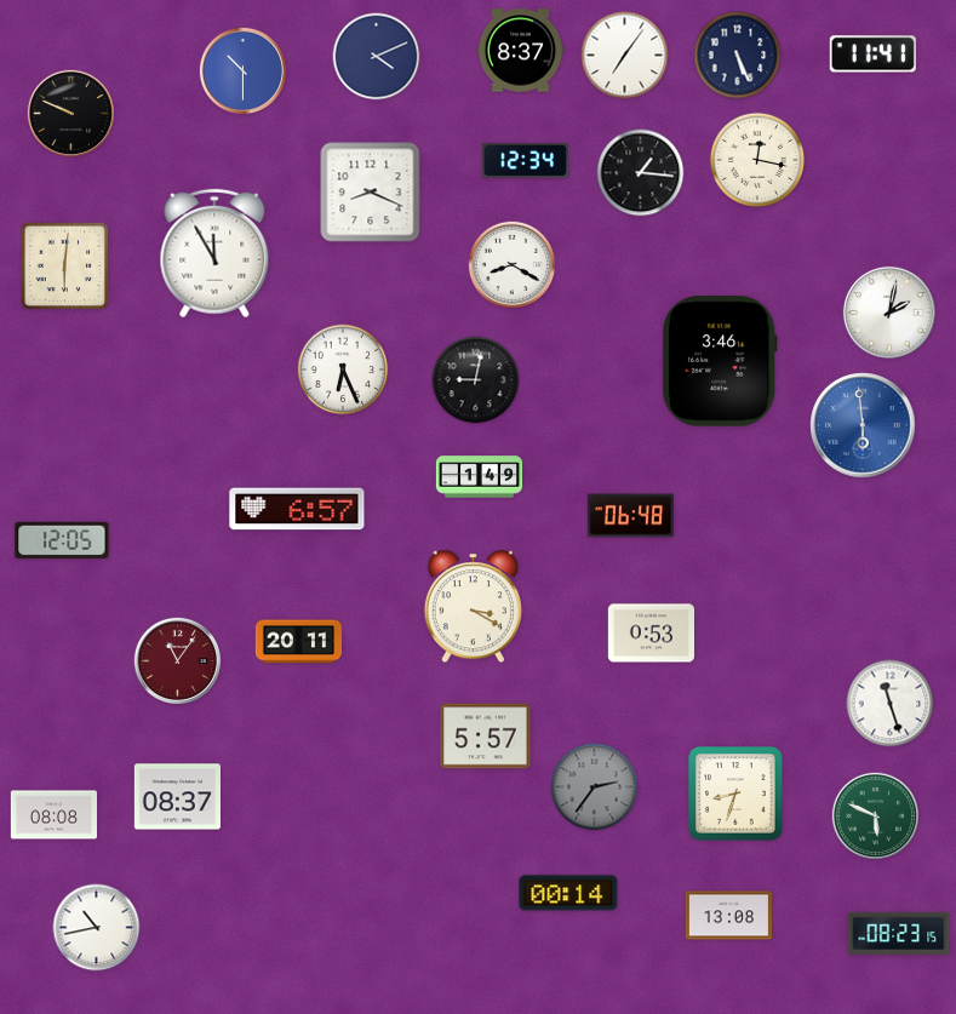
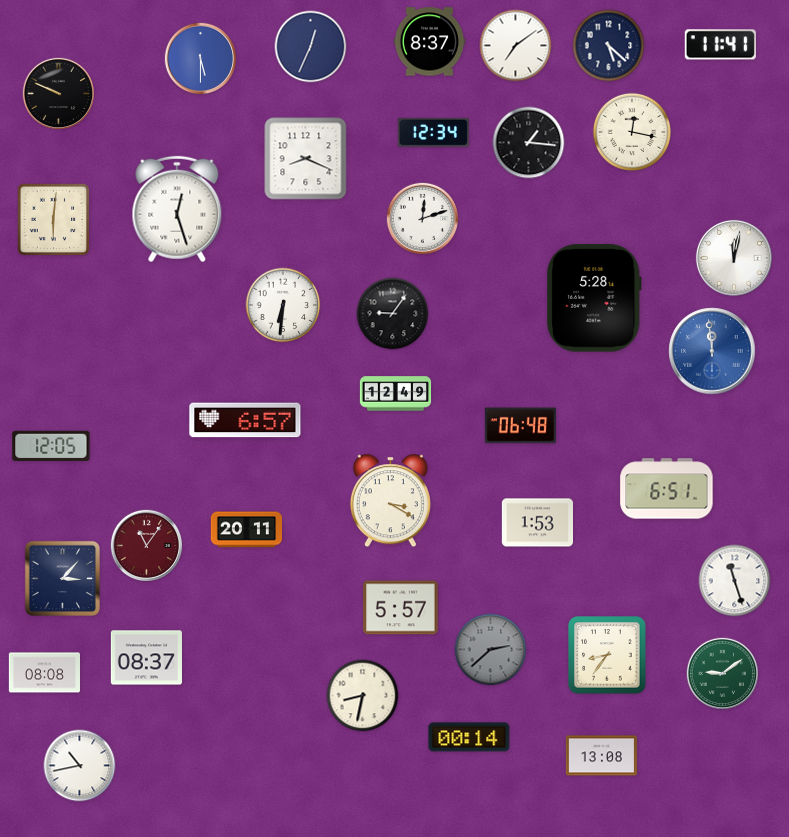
clock at (625, 56): 7:06 -> 7:09
clock at (738, 56): 5:26 -> 5:22
clock at (377, 57): 4:11 -> 12:34
clock at (242, 70): 10:30 -> 5:30
clock at (756, 159) position: (756, 159) -> (631, 131)
clock at (214, 253): 11:55 -> 12:27
clock at (511, 264): 8:20 -> 12:12
clock at (889, 313): 2:02 -> 12:02
clock at (720, 361): 3:46 -> 5:28
clock at (343, 369): 6:26 -> 6:31
clock at (476, 380): 9:02 -> 9:06
clock at (863, 425): 5:59 -> 11:59
clock at (480, 477): 1:49 -> 12:49
clock at (667, 489): none -> 6:51
clock at (651, 634): 0:53 -> 1:53
clock at (62, 578): none -> 3:07
clock at (595, 787): 2:36 -> 2:38
clock at (735, 794): 8:33 -> 8:36
clock at (875, 815): 5:49 -> 9:09
clock at (363, 696): none -> 8:32
clock at (899, 933): 08:23 -> none
